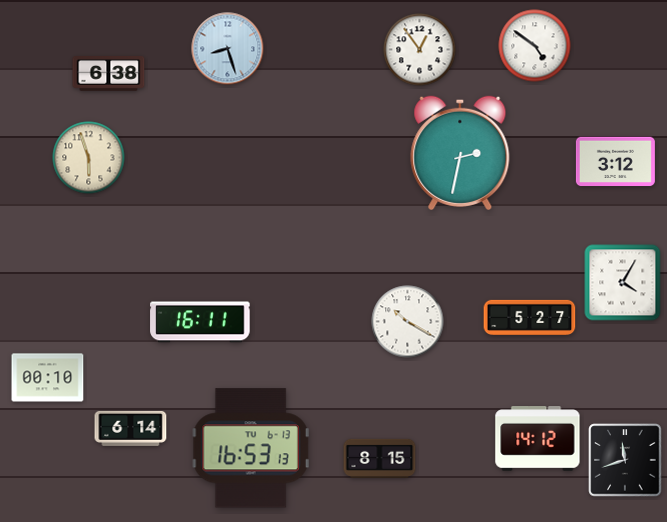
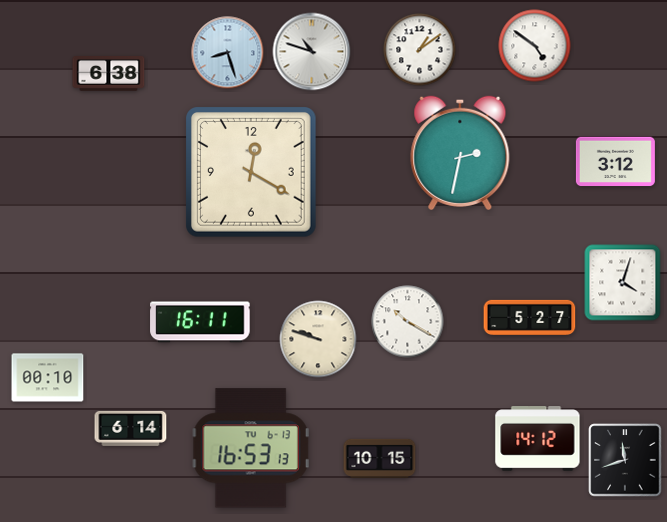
clock at (228, 49) position: (228, 49) -> (228, 53)
clock at (420, 50): 12:54 -> 1:09
clock at (312, 52): none -> 10:48
clock at (89, 158): 5:57 -> none
clock at (252, 173): none -> 12:20
clock at (623, 283): 4:05 -> 4:03
clock at (318, 339): none -> 9:48
clock at (380, 458): 8:15 -> 10:15
